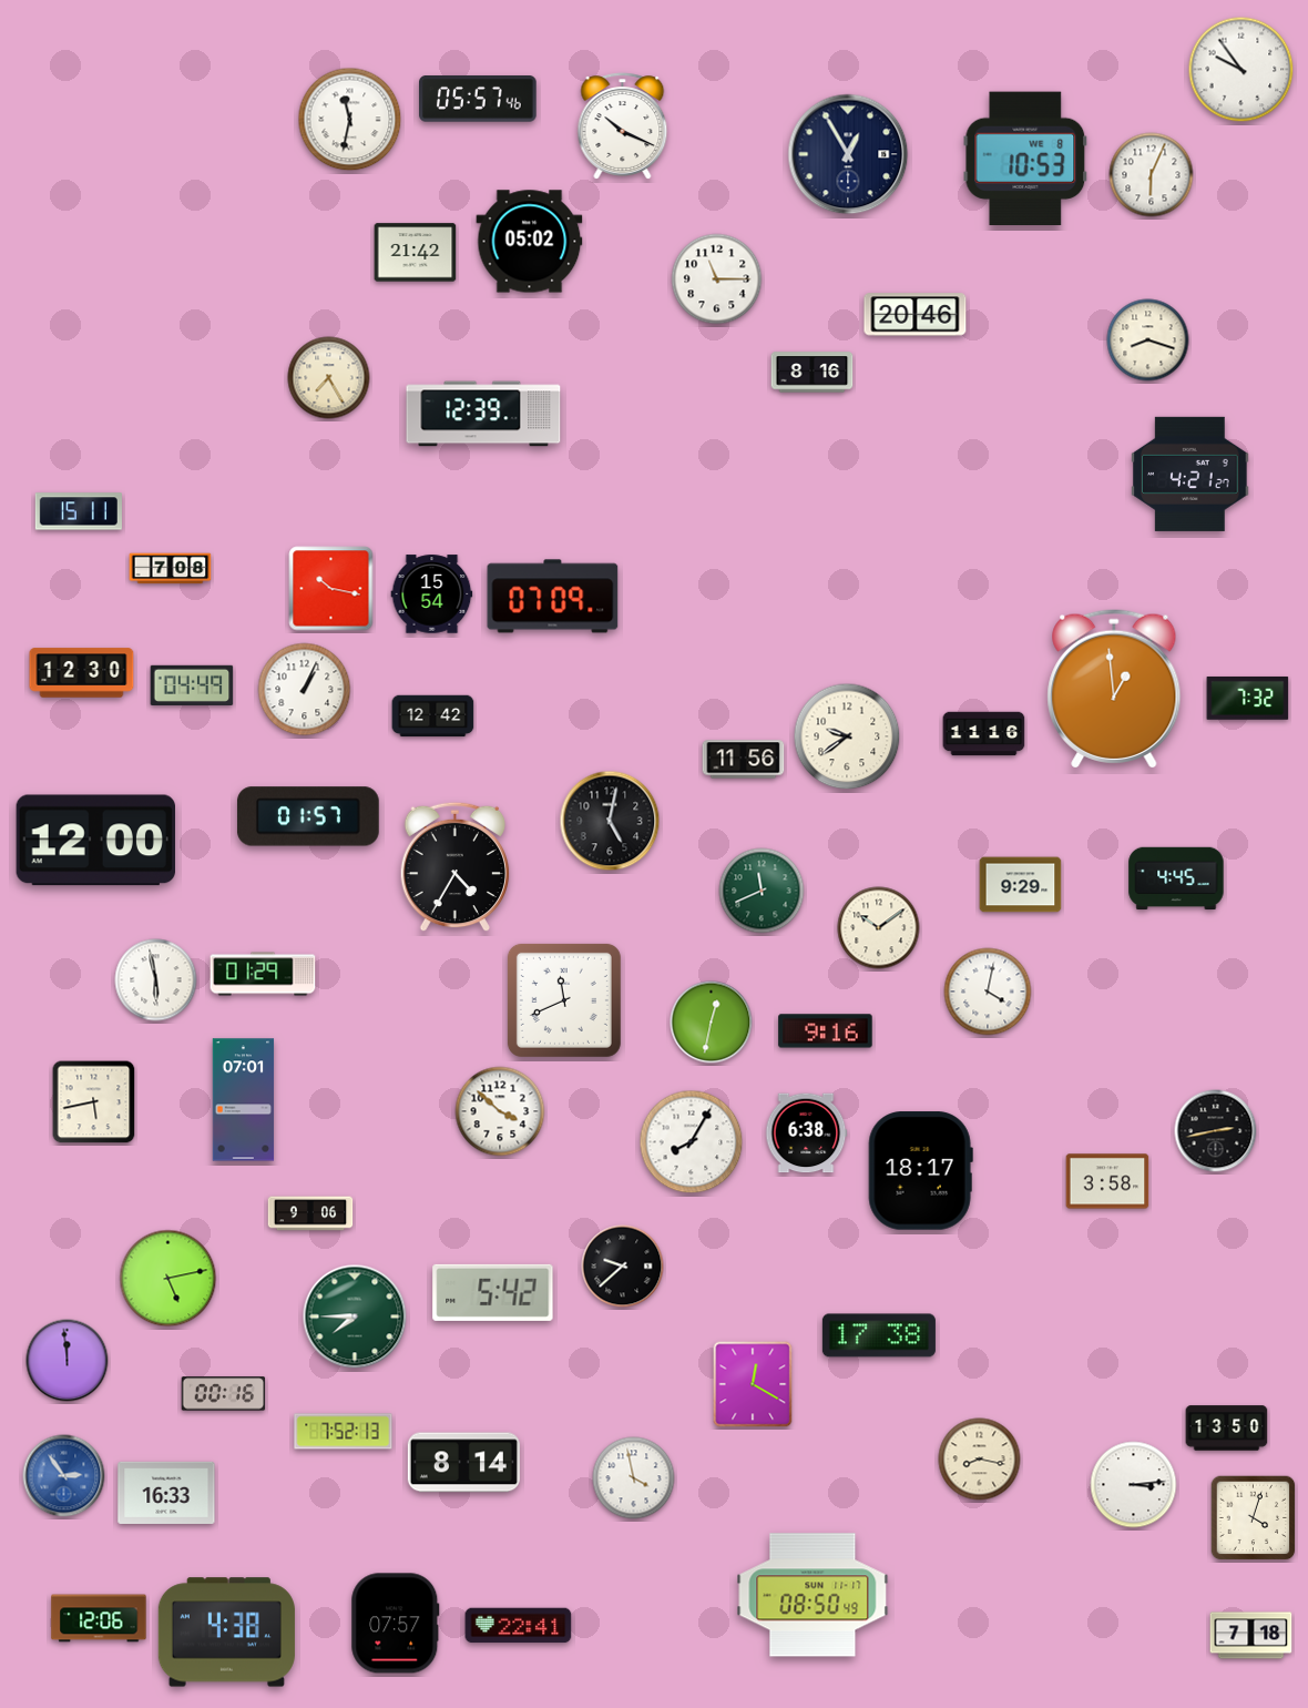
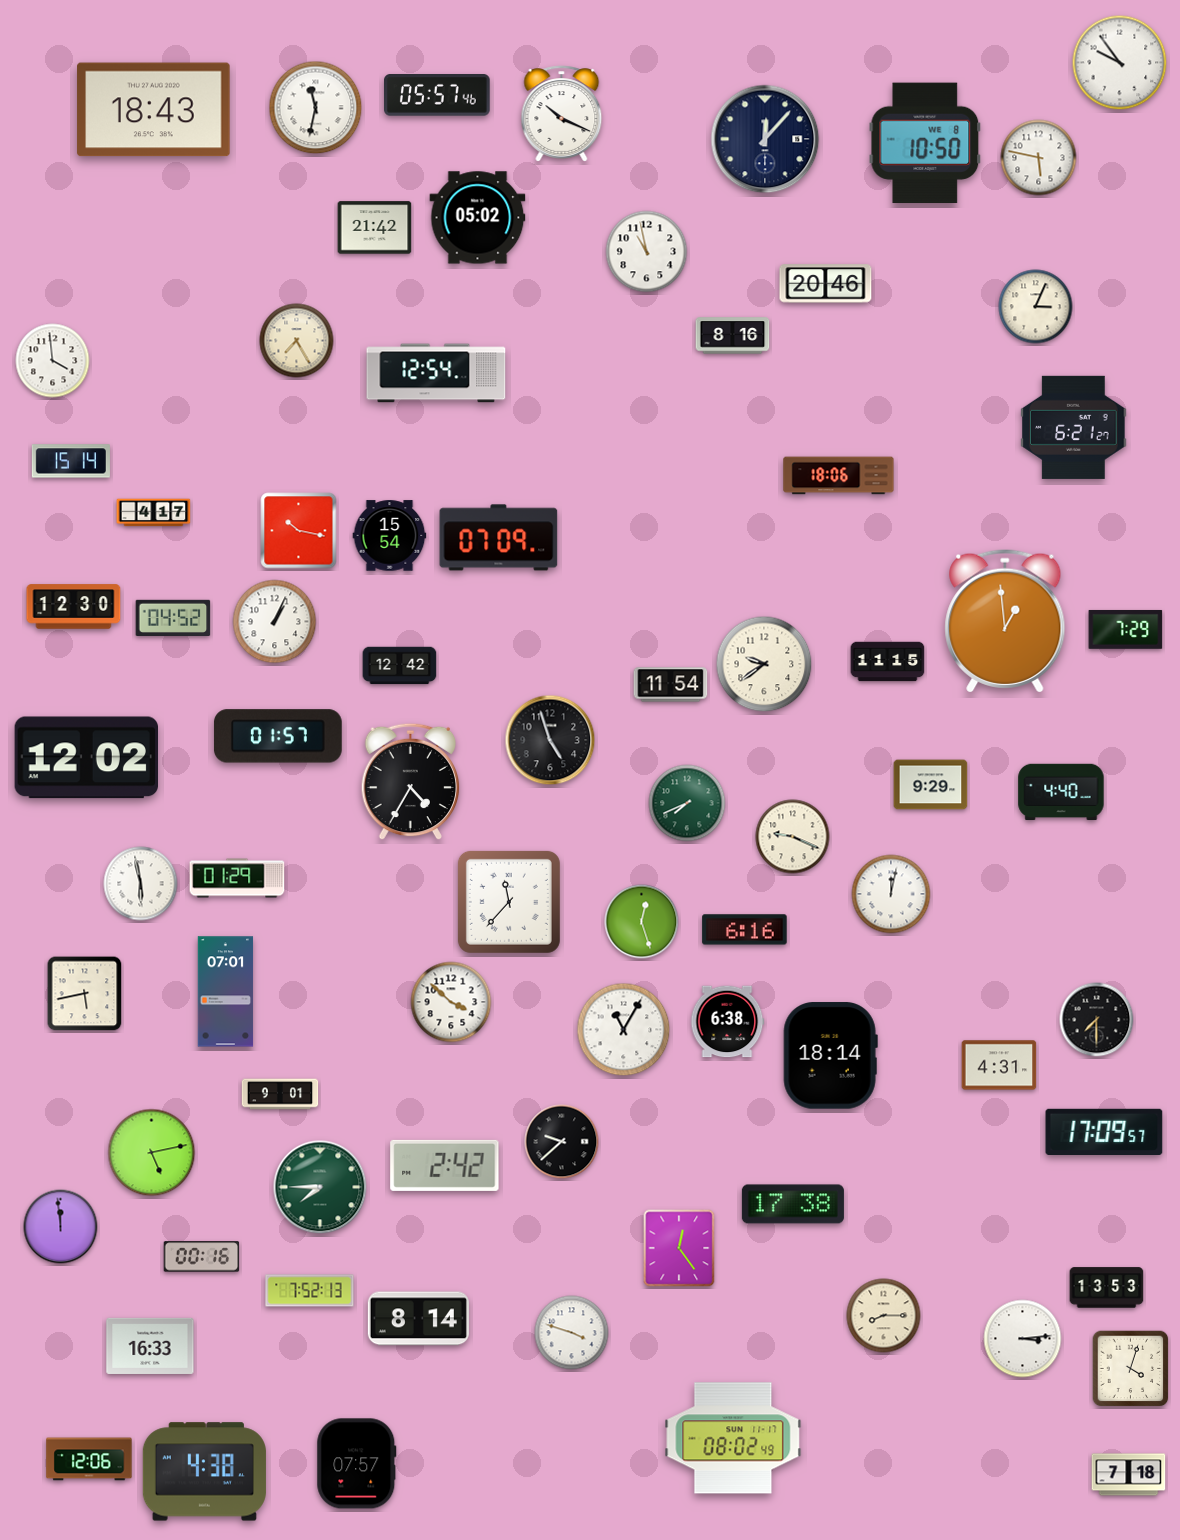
clock at (479, 100) position: (479, 100) -> (438, 96)
clock at (154, 110): none -> 18:43
clock at (848, 154): 12:55 -> 12:07
clock at (1025, 159): 10:53 -> 10:50
clock at (1152, 175): 6:04 -> 5:47
clock at (717, 279): 11:15 -> 10:58
clock at (1148, 340): 8:18 -> 3:04
clock at (53, 361): none -> 3:59
clock at (483, 414): 12:39 -> 12:54
clock at (1191, 474): 4:21 -> 6:21
clock at (79, 511): 15:11 -> 15:14
clock at (839, 476): none -> 18:06
clock at (171, 569): 7:08 -> 4:17
clock at (192, 684): 04:49 -> 04:52
clock at (1248, 698): 7:32 -> 7:29
clock at (433, 716) position: (433, 716) -> (400, 666)
clock at (984, 734): 11:16 -> 11:15
clock at (744, 760): 11:56 -> 11:54
clock at (610, 821): 5:02 -> 4:57
clock at (95, 841): 12:00 -> 12:02
clock at (1176, 878): 4:45 -> 4:40
clock at (1021, 885) position: (1021, 885) -> (931, 785)
clock at (762, 891): 11:41 -> 7:41
clock at (879, 928): 10:09 -> 9:19
clock at (988, 992): 4:02 -> 12:02
clock at (564, 1000): 11:41 -> 11:37
clock at (712, 1023): 12:32 -> 12:27
clock at (826, 1031): 9:16 -> 6:16
clock at (244, 1100) position: (244, 1100) -> (226, 992)
clock at (1216, 1131): 2:43 -> 7:30
clock at (692, 1142): 8:05 -> 11:05
clock at (920, 1171): 18:17 -> 18:14
clock at (1107, 1181): 3:58 -> 4:31
clock at (310, 1213): 9:06 -> 9:01
clock at (1104, 1131): none -> 17:09
clock at (493, 1292): 5:42 -> 2:42
clock at (753, 1384): 12:20 -> 12:24
clock at (1227, 1429): 13:50 -> 13:53
clock at (980, 1460): 8:17 -> 8:15
clock at (64, 1476): 2:54 -> none
clock at (634, 1478): 3:58 -> 3:48
clock at (813, 1595): 08:50 -> 08:02
clock at (519, 1626): 22:41 -> none
